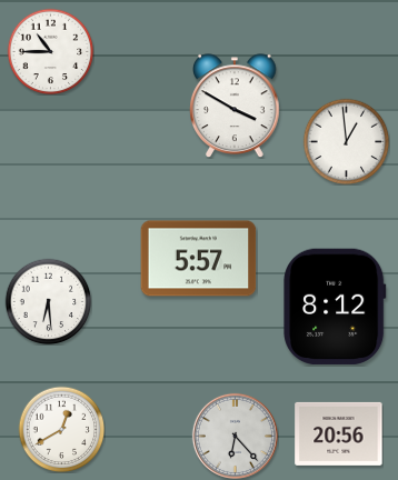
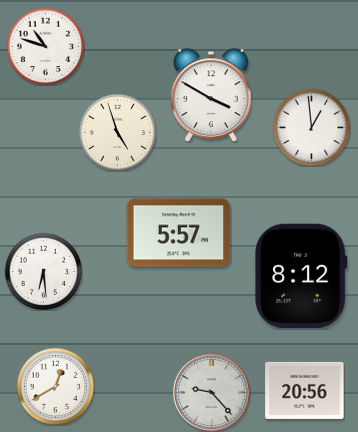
clock at (50, 51): 10:45 -> 10:48
clock at (117, 132): none -> 4:57
clock at (235, 436): 6:23 -> 9:23
